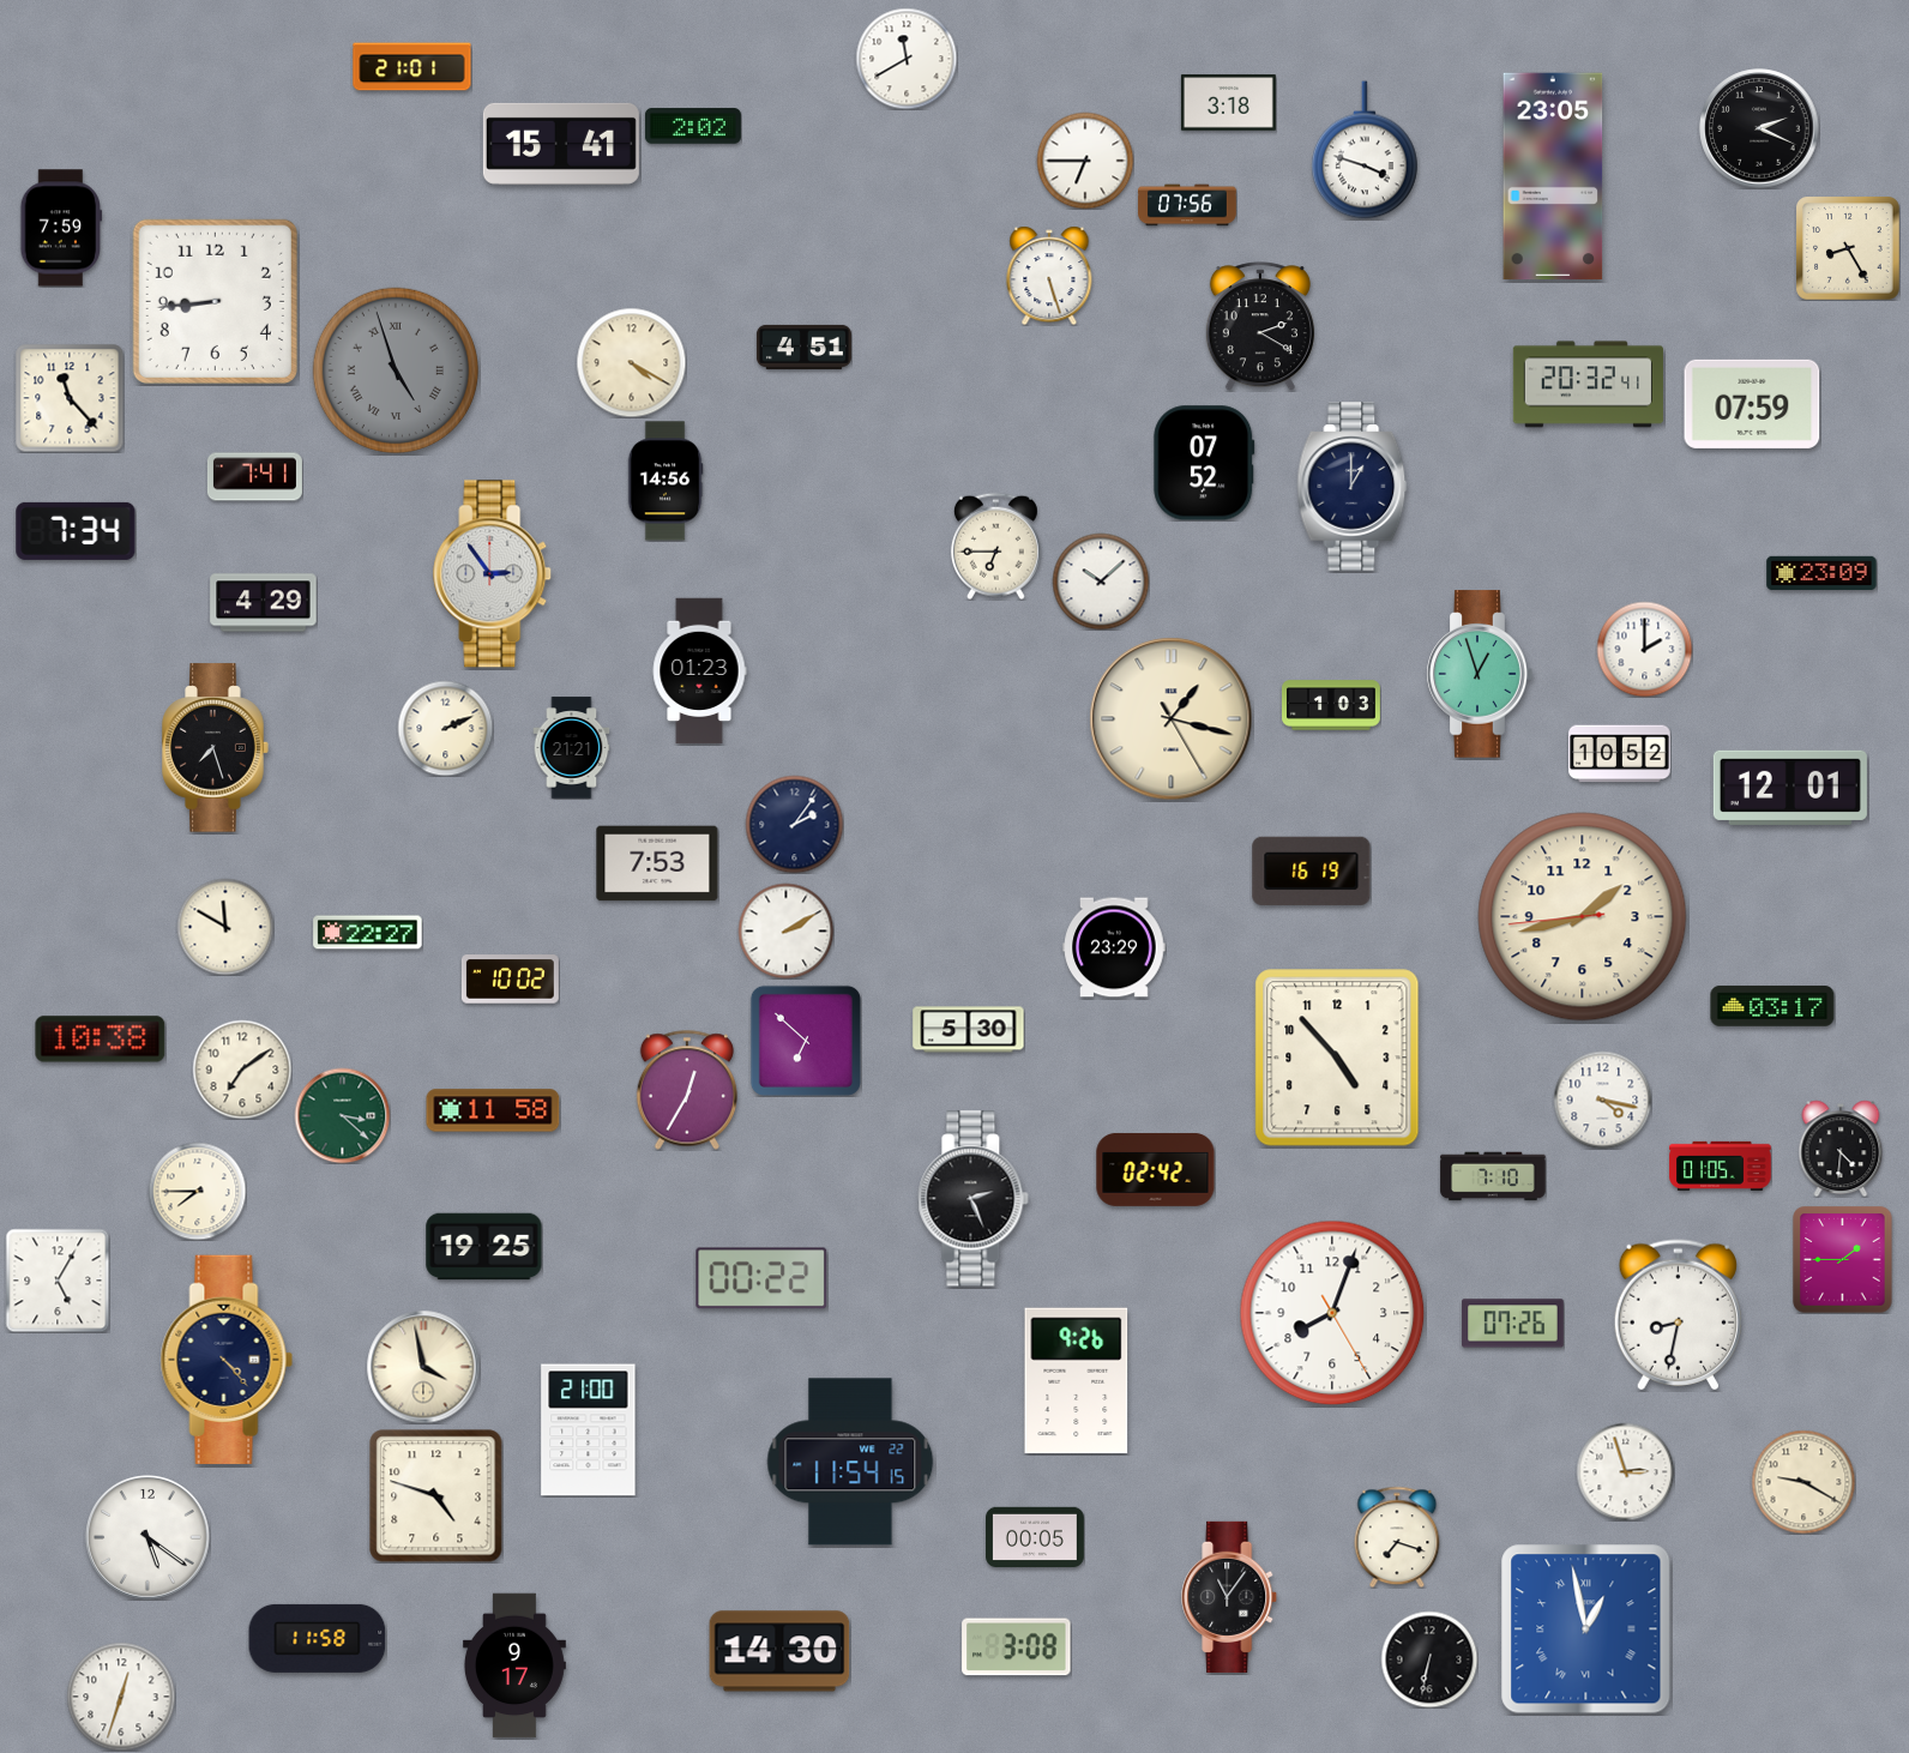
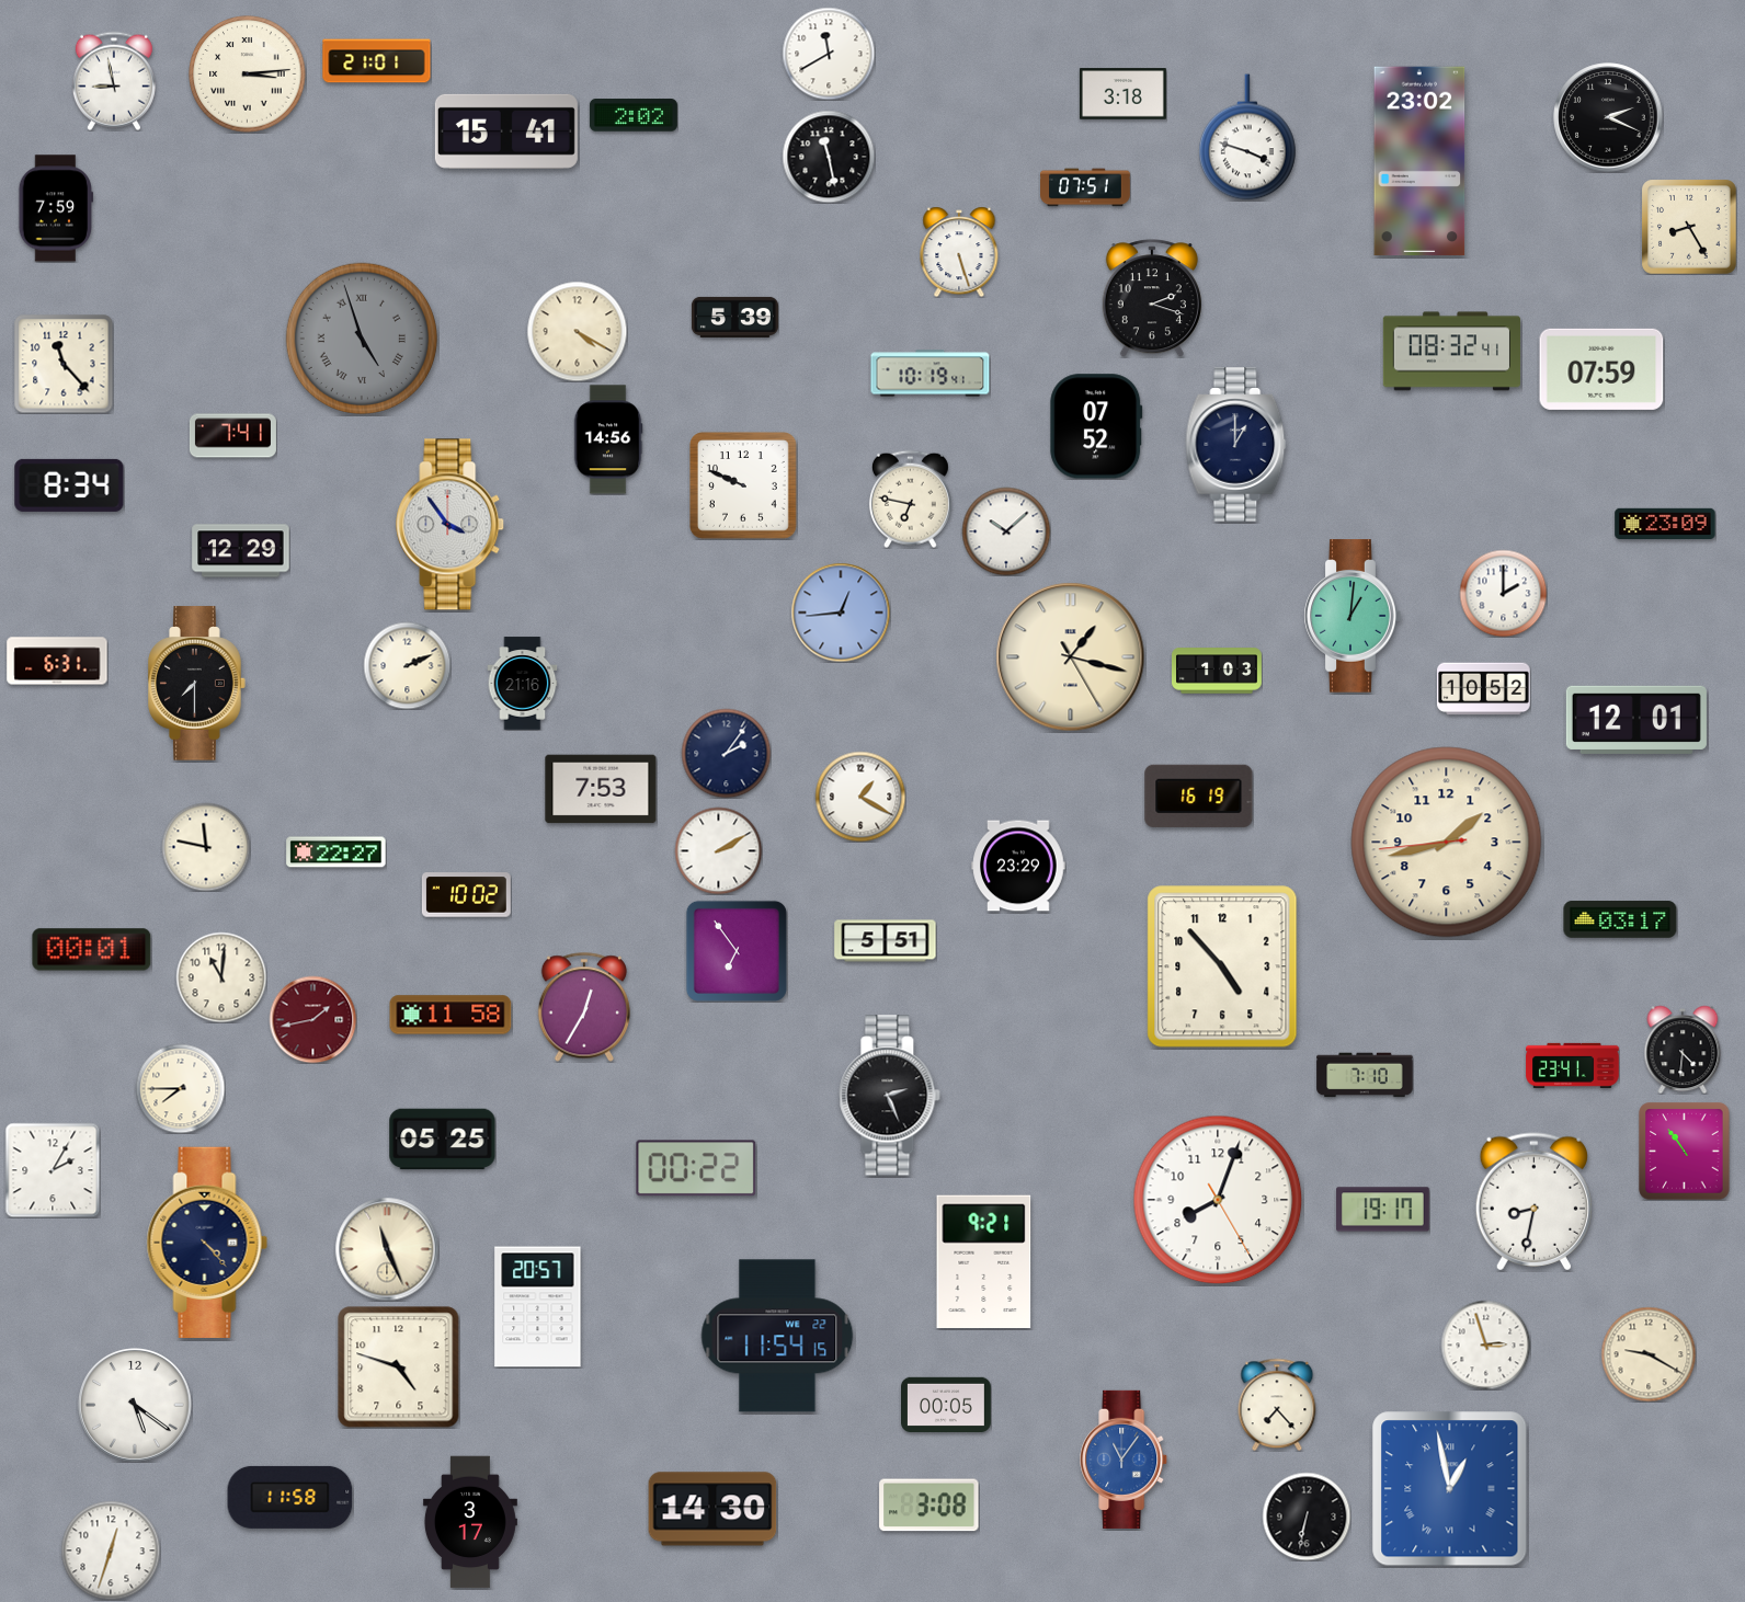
clock at (248, 75): none -> 3:14
clock at (114, 81): none -> 8:58
clock at (561, 144) position: (561, 144) -> (506, 131)
clock at (1085, 161): 6:45 -> none
clock at (829, 157): none -> 11:28
clock at (1553, 176): 23:05 -> 23:02
clock at (1188, 205): 07:56 -> 07:51
clock at (215, 301): 8:44 -> none
clock at (1260, 326): 2:20 -> 2:18
clock at (803, 347): 4:51 -> 5:39
clock at (1588, 385): 20:32 -> 08:32
clock at (931, 374): none -> 10:19
clock at (1204, 463) position: (1204, 463) -> (1096, 426)
clock at (76, 531): 7:34 -> 8:34
clock at (744, 487): none -> 9:49
clock at (995, 546): 6:45 -> 6:47
clock at (493, 574): 2:54 -> 3:54
clock at (264, 603): 4:29 -> 12:29
clock at (841, 613): none -> 12:44
clock at (699, 671): 01:23 -> none
clock at (1480, 674): 12:57 -> 1:01
clock at (1332, 705) position: (1332, 705) -> (1218, 671)
clock at (57, 661): none -> 6:31
clock at (216, 748): 7:27 -> 7:30
clock at (572, 748): 21:21 -> 21:16
clock at (1620, 754) position: (1620, 754) -> (1484, 689)
clock at (860, 797): none -> 1:20
clock at (1583, 917) position: (1583, 917) -> (1447, 843)
clock at (225, 927): 11:50 -> 11:47
clock at (969, 1030): 5:30 -> 5:51
clock at (101, 1040): 10:38 -> 00:01
clock at (806, 1041): 6:52 -> 6:54
clock at (242, 1070): 7:09 -> 11:01
clock at (687, 1090) position: (687, 1090) -> (584, 1007)
clock at (1602, 1100): 4:17 -> none
clock at (342, 1115): 3:22 -> 1:43
clock at (342, 1115) dial: green -> burgundy
clock at (1721, 1165): 01:05 -> 23:41
clock at (1156, 1169): 02:42 -> none
clock at (484, 1247): 19:25 -> 05:25
clock at (1843, 1260): 1:45 -> 10:54
clock at (58, 1281): 5:05 -> 2:05
clock at (1513, 1324): 07:26 -> 19:17
clock at (423, 1367): 3:58 -> 11:26
clock at (1077, 1380): 9:26 -> 9:21
clock at (589, 1430): 21:00 -> 20:57
clock at (1397, 1537): 7:18 -> 7:23
clock at (1230, 1597) dial: black -> blue
clock at (514, 1665): 9:17 -> 3:17
